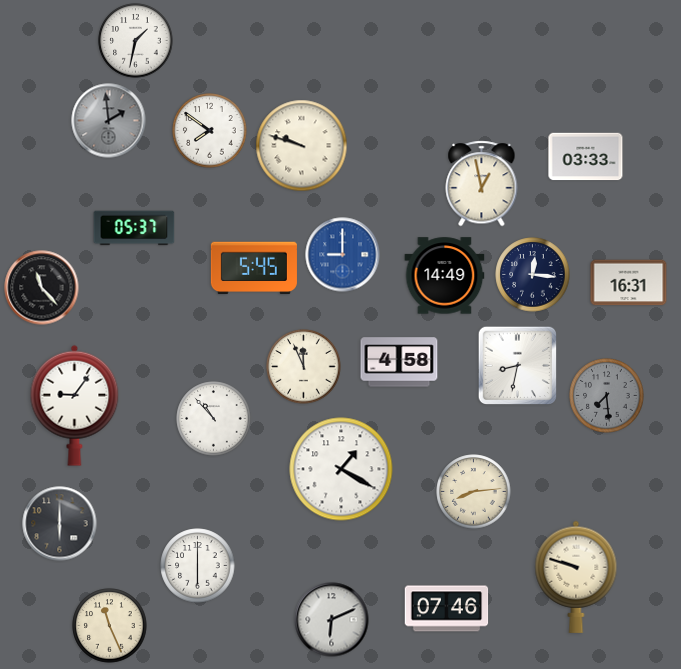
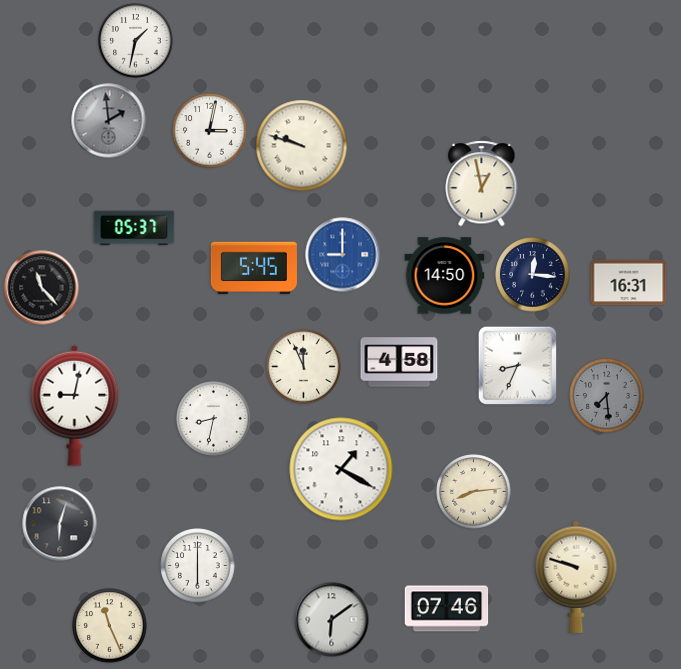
clock at (210, 131): 7:51 -> 3:02
clock at (586, 157): 03:33 -> none
clock at (445, 276): 14:49 -> 14:50
clock at (518, 366): 8:32 -> 8:34
clock at (75, 405): 9:06 -> 9:02
clock at (214, 419): 10:53 -> 8:32
clock at (60, 524): 6:00 -> 6:03
clock at (332, 620): 6:11 -> 6:09
